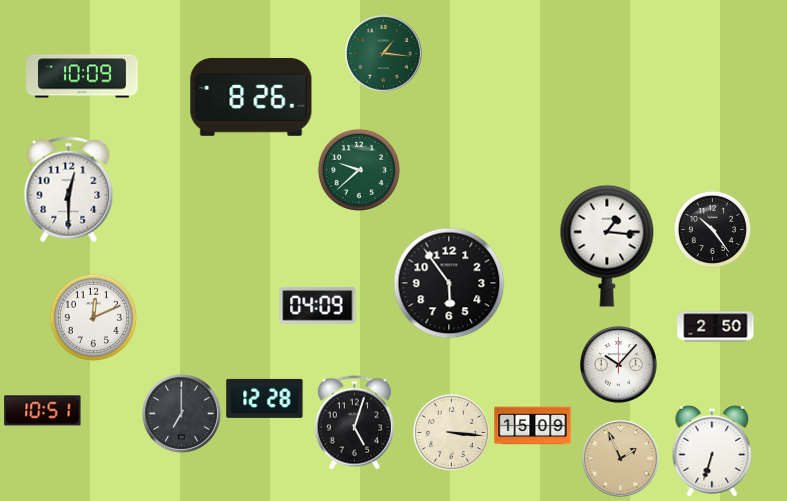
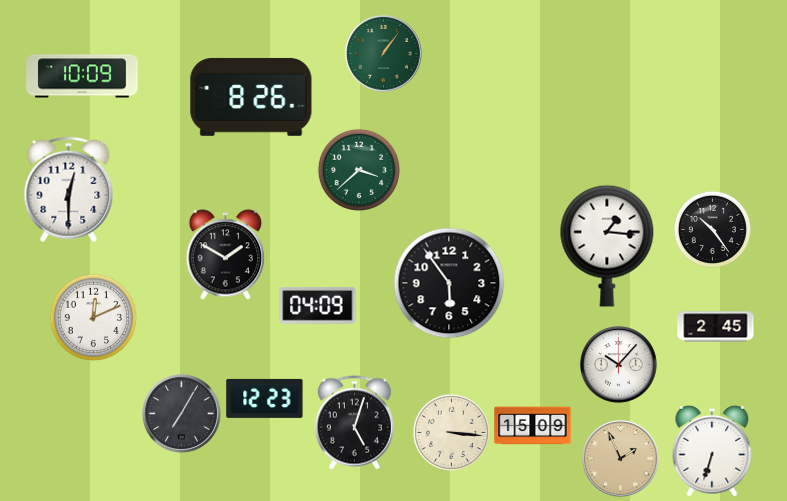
clock at (384, 54): 1:16 -> 1:06
clock at (358, 169): 9:38 -> 3:38
clock at (226, 255): none -> 1:50
clock at (716, 327): 2:50 -> 2:45
clock at (265, 398): 12:28 -> 12:23
clock at (43, 411): 10:51 -> none
clock at (181, 413): 7:00 -> 7:05
